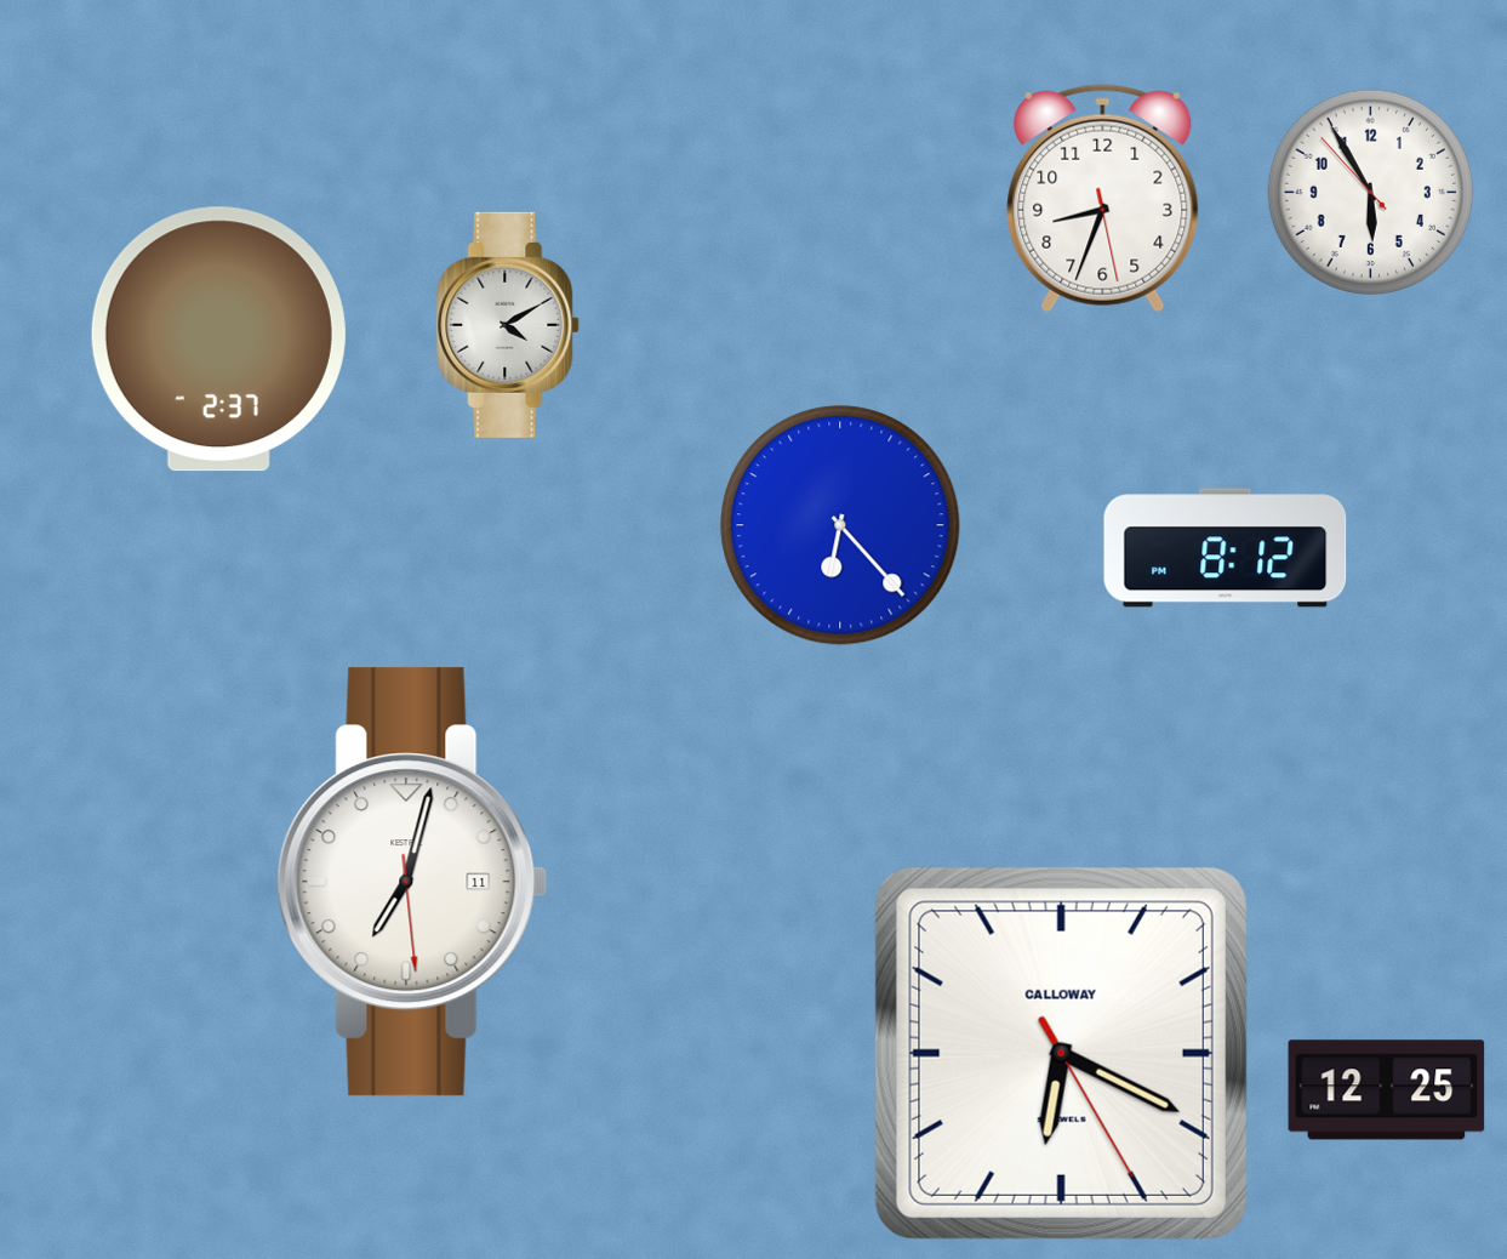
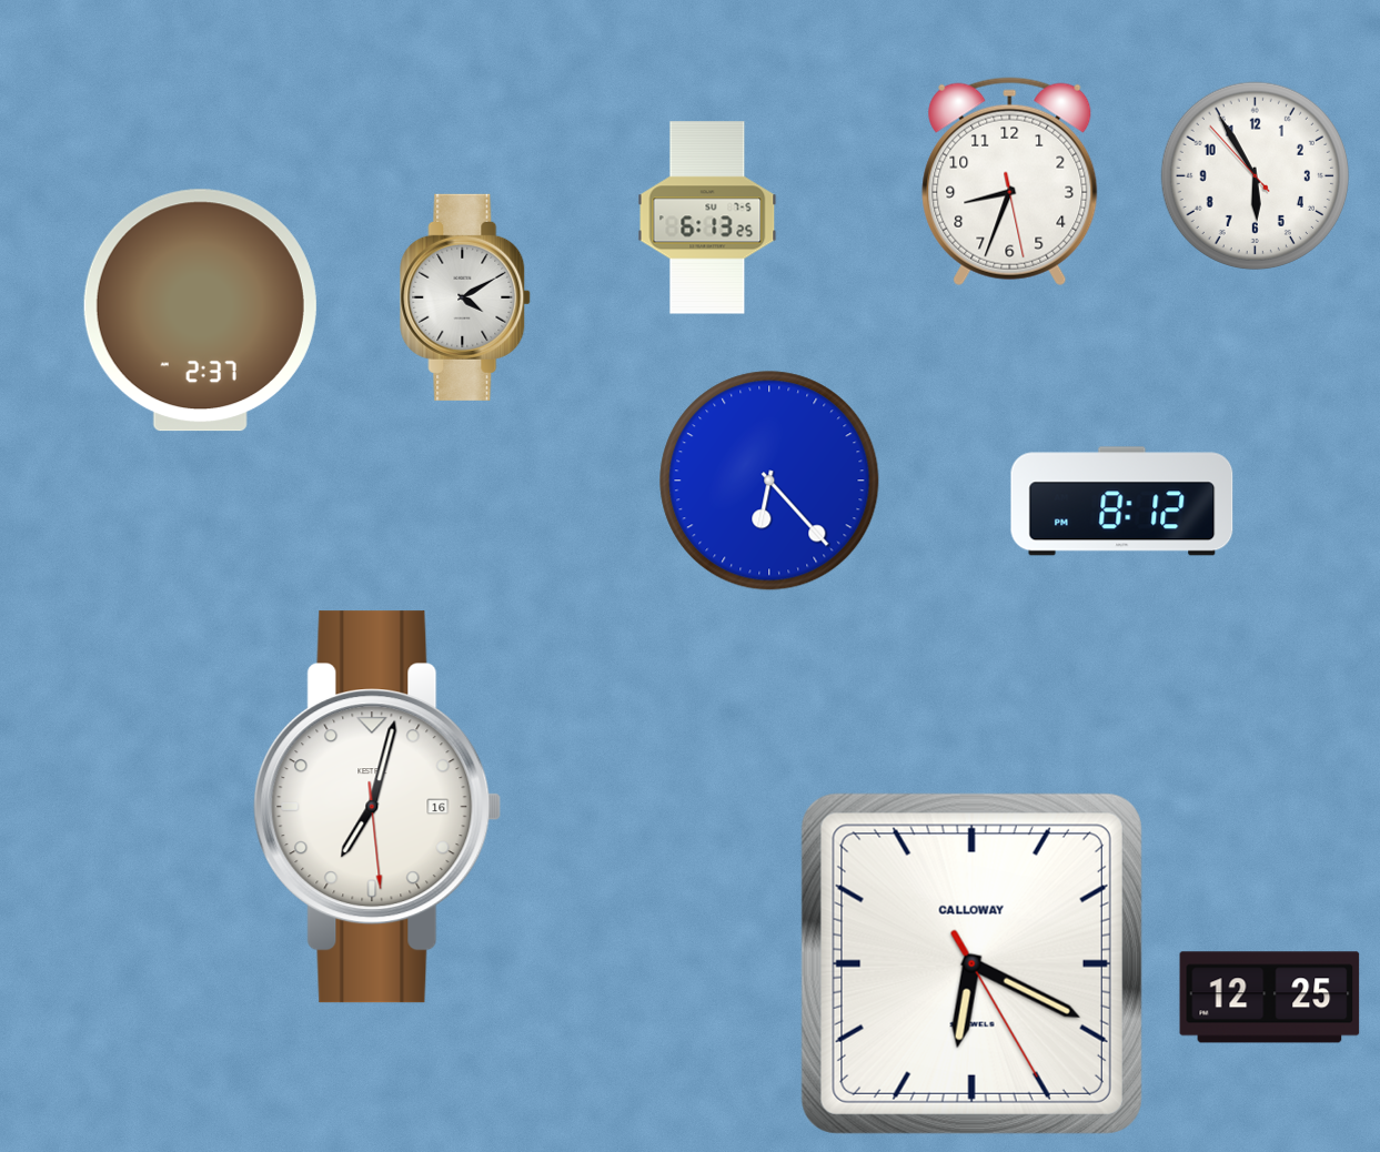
clock at (707, 218): none -> 6:13
clock at (412, 882) date: 11 -> 16
